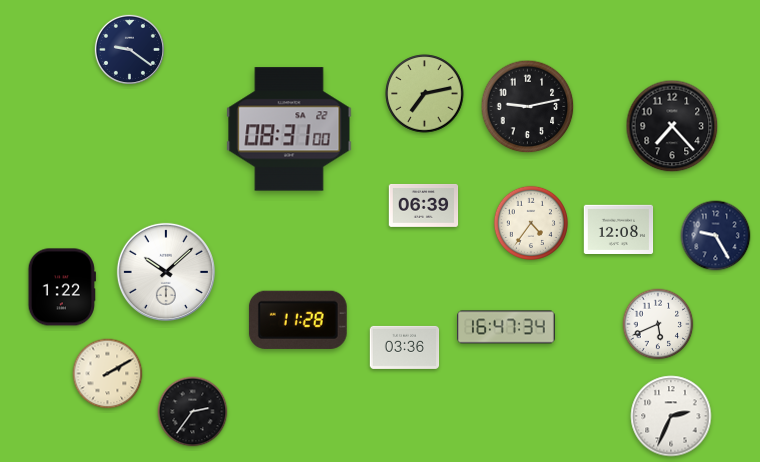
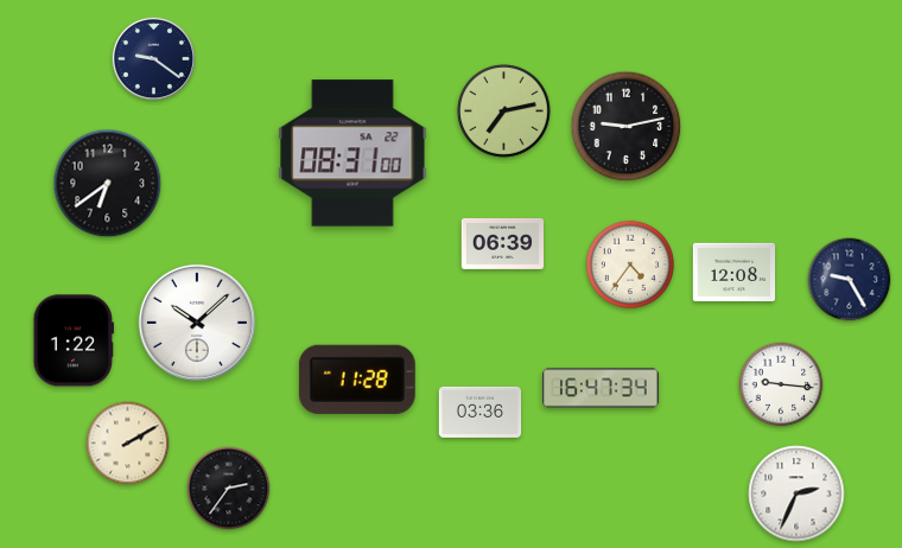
clock at (672, 126): 7:23 -> none
clock at (289, 129) position: (289, 129) -> (352, 153)
clock at (108, 184): none -> 6:39
clock at (298, 320) position: (298, 320) -> (357, 380)
clock at (658, 324): 5:41 -> 9:16
